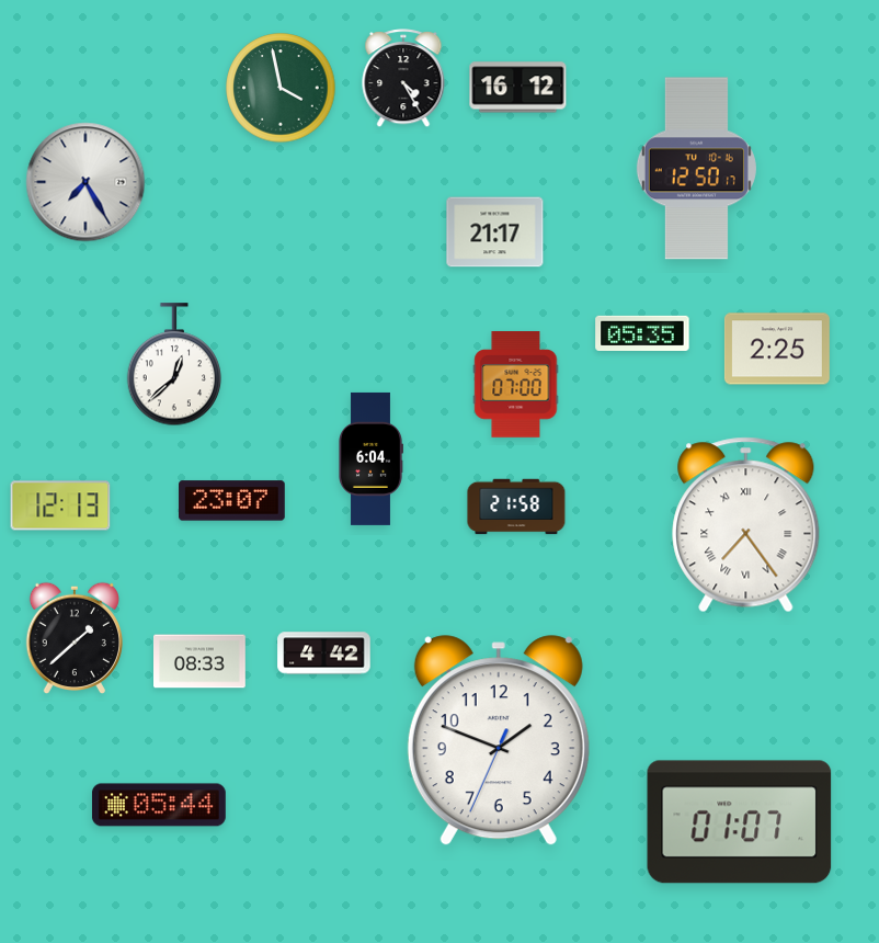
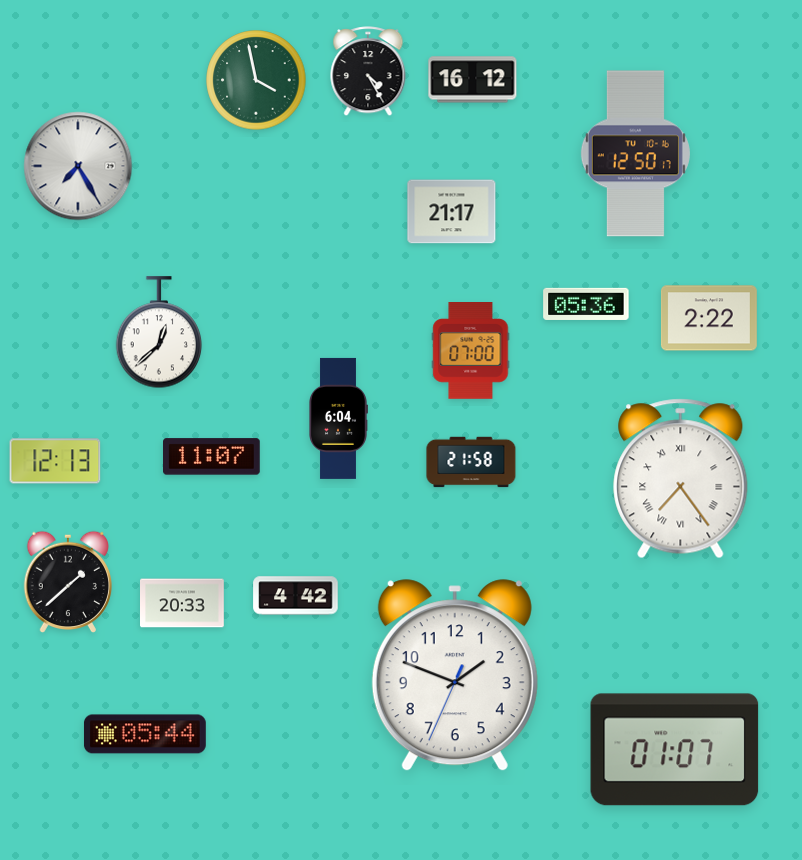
clock at (642, 333): 05:35 -> 05:36
clock at (777, 349): 2:25 -> 2:22
clock at (232, 501): 23:07 -> 11:07
clock at (201, 661): 08:33 -> 20:33
